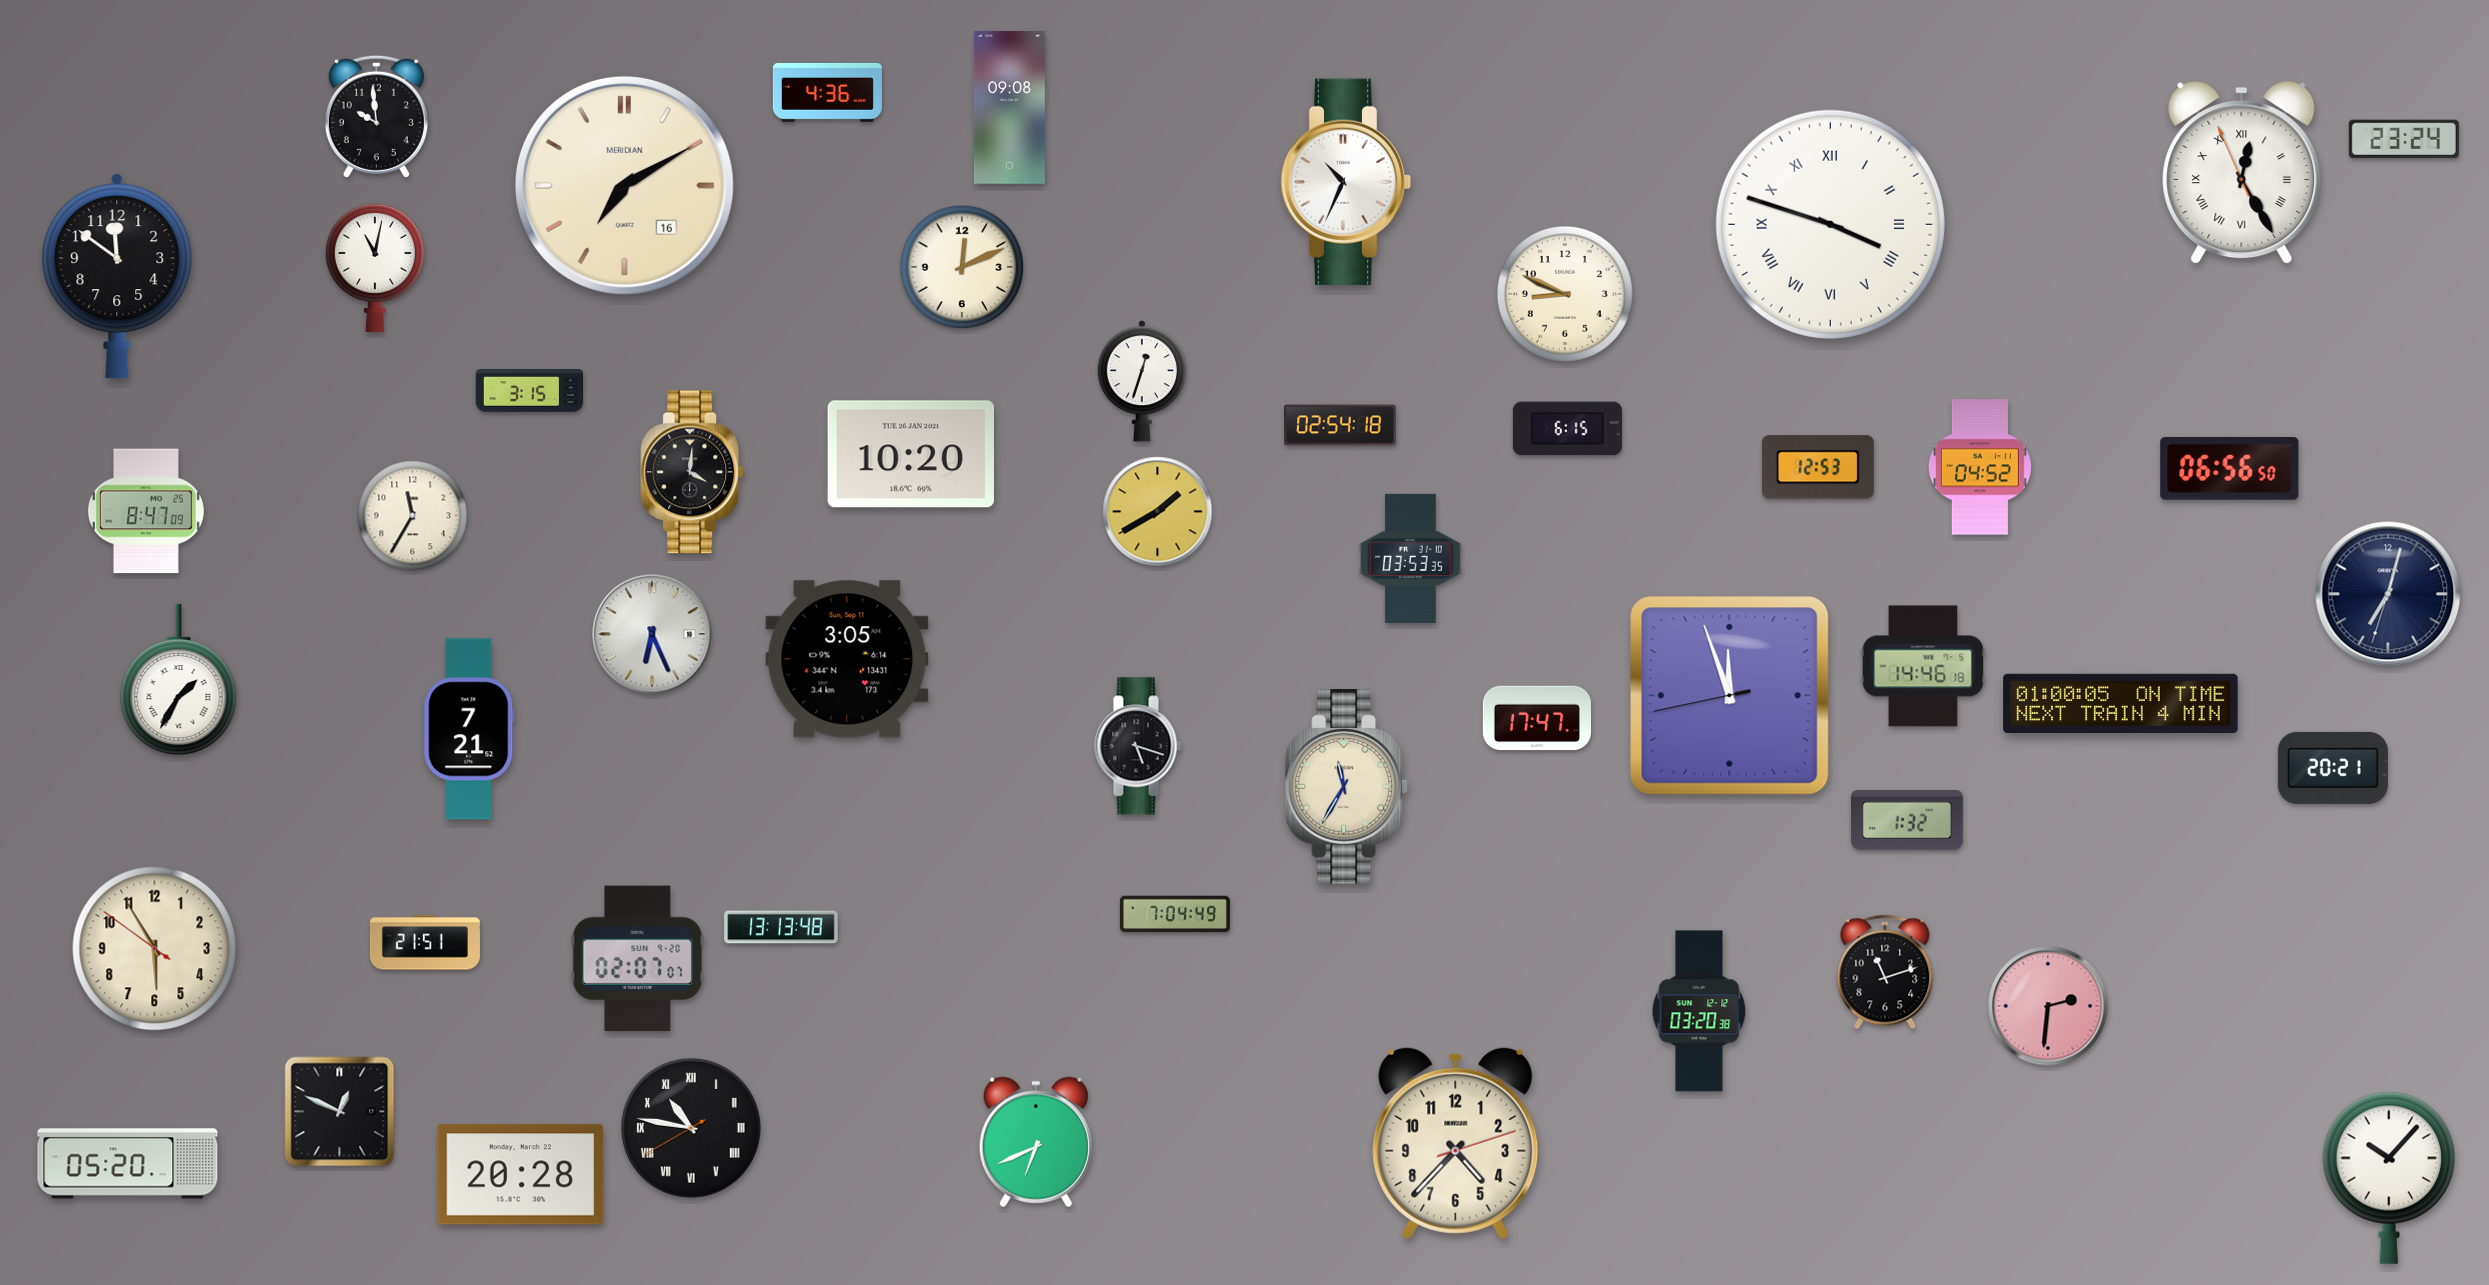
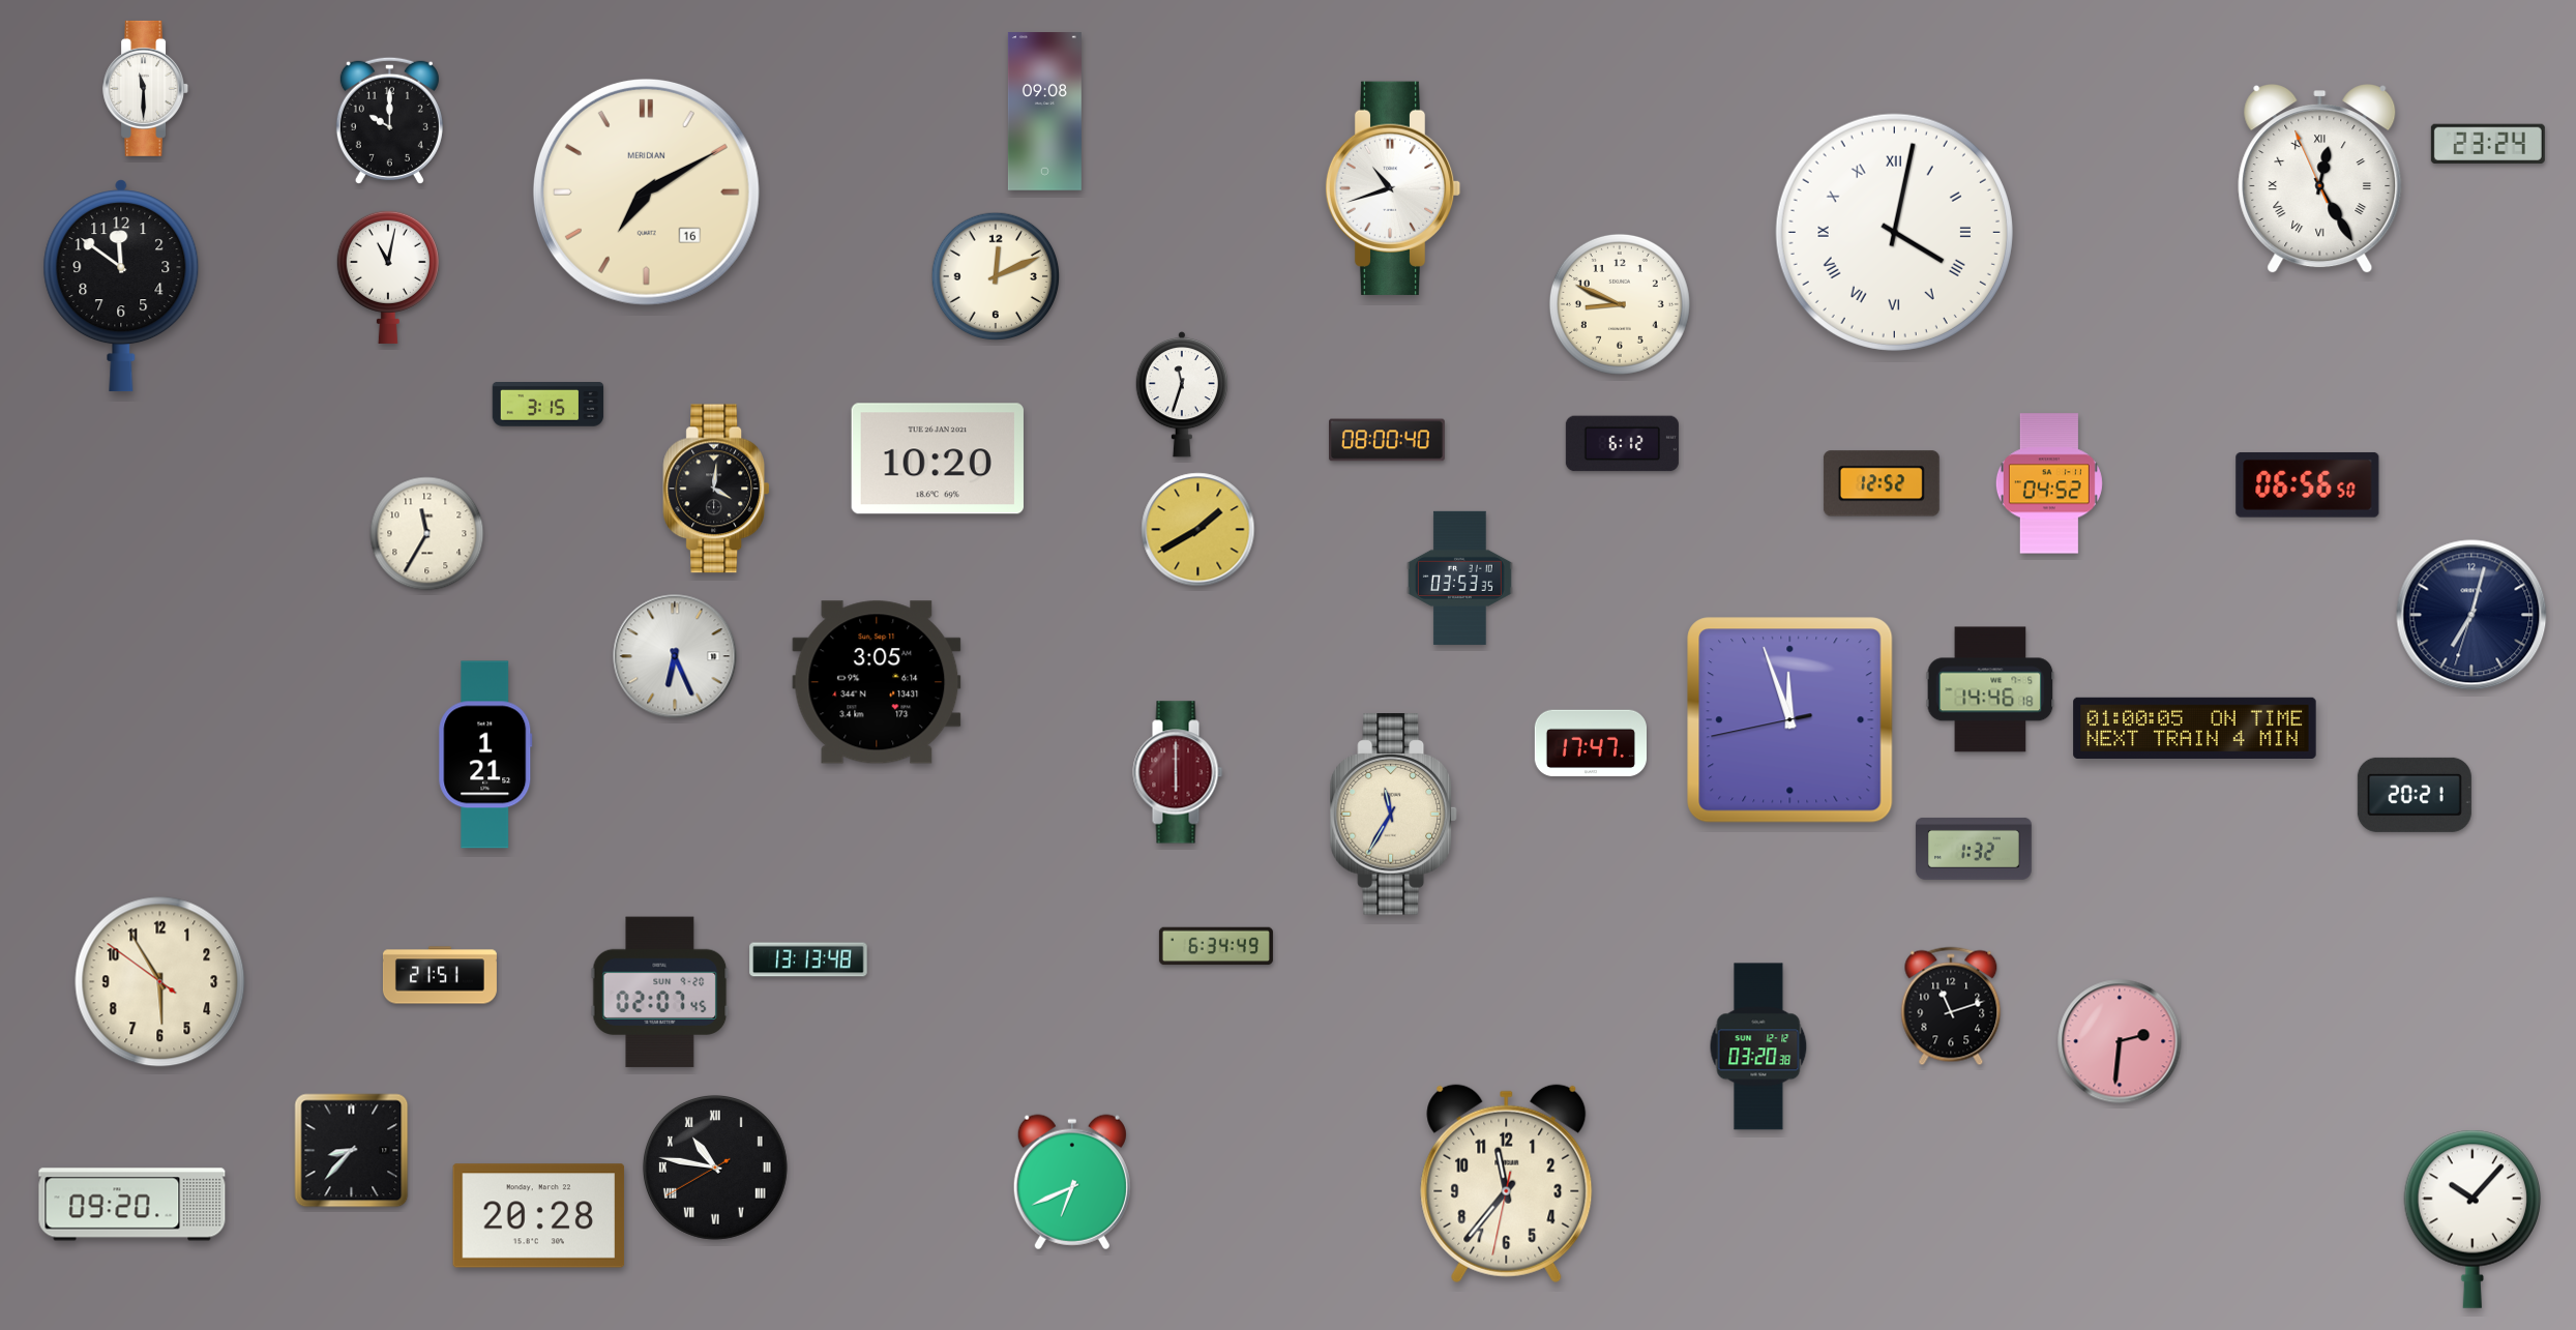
clock at (146, 88): none -> 11:30
clock at (827, 92): 4:36 -> none
clock at (376, 116): 9:59 -> 10:00
clock at (1346, 182): 10:34 -> 10:42
clock at (1830, 224): 3:48 -> 4:02
clock at (1141, 382): 12:33 -> 11:33
clock at (1341, 425): 02:54 -> 08:00
clock at (1567, 429): 6:15 -> 6:12
clock at (911, 454) position: (911, 454) -> (938, 459)
clock at (1818, 467): 12:53 -> 12:52
clock at (146, 511): 8:47 -> none
clock at (179, 680): 1:35 -> none
clock at (469, 729): 7:21 -> 1:21
clock at (1138, 746): 5:18 -> 6:00
clock at (1138, 746) dial: black -> burgundy
clock at (1175, 914): 7:04 -> 6:34
clock at (638, 959): 02:07:07 -> 02:07:45
clock at (340, 1112): 12:49 -> 8:37
clock at (1456, 1144): 4:37 -> 11:36
clock at (128, 1164): 05:20 -> 09:20
